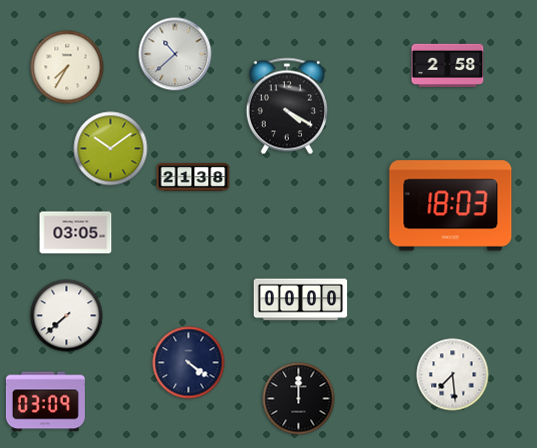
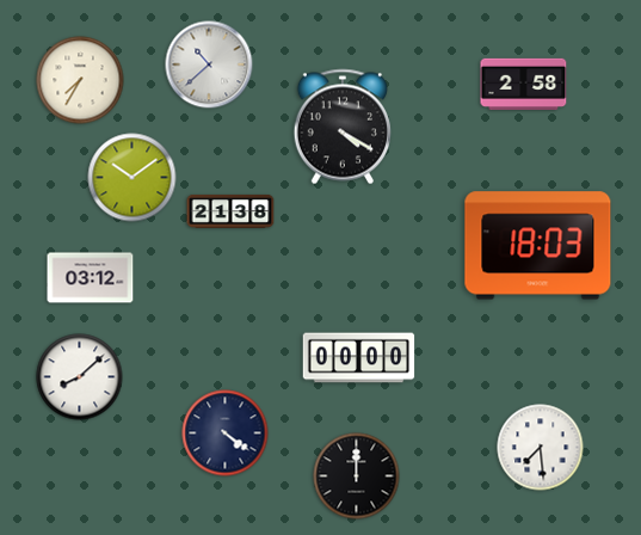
clock at (448, 65) position: (448, 65) -> (524, 84)
clock at (76, 233): 03:05 -> 03:12
clock at (67, 316): 7:38 -> 8:08
clock at (45, 402): 03:09 -> none
